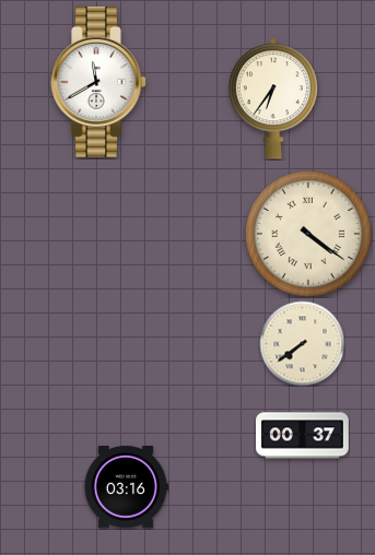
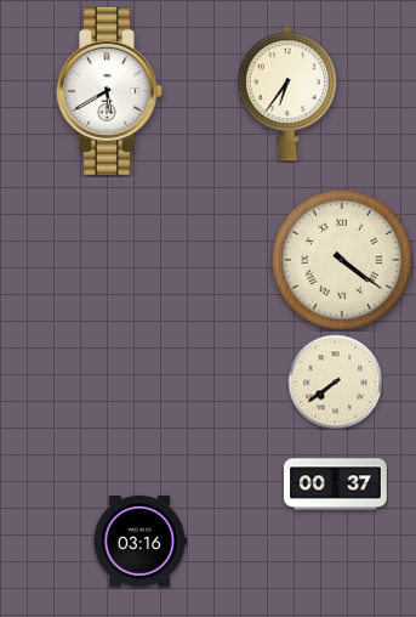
clock at (98, 82): 11:40 -> 5:40
clock at (273, 98) position: (273, 98) -> (287, 94)
